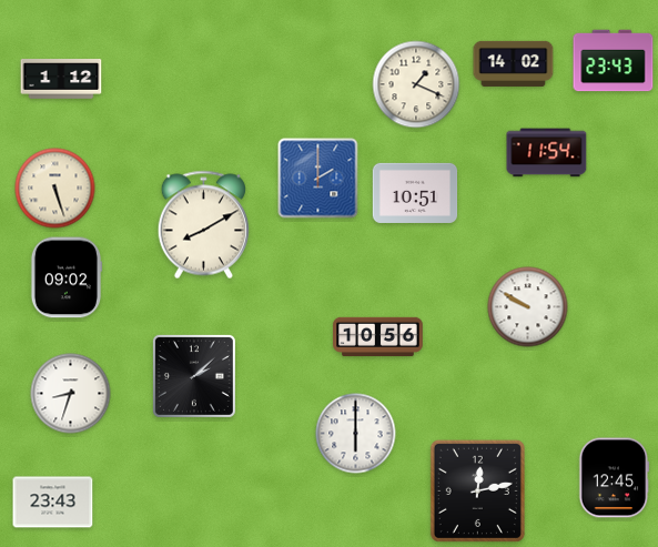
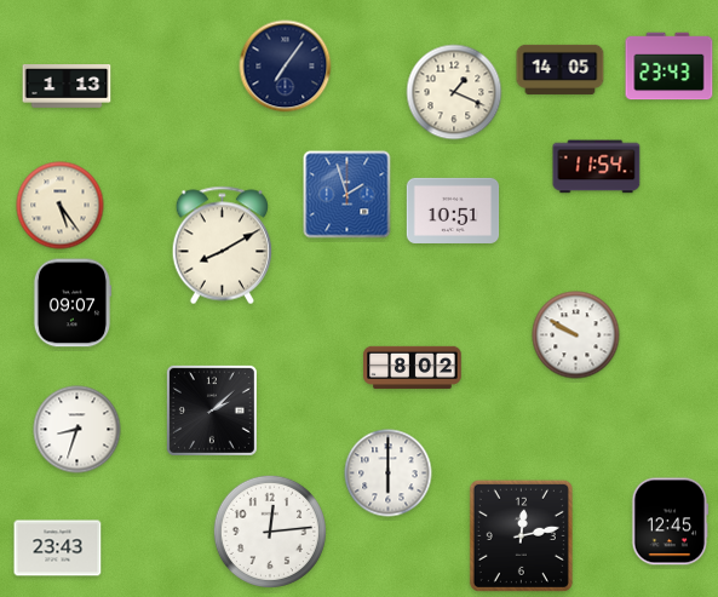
clock at (286, 67): none -> 7:06
clock at (514, 63): 14:02 -> 14:05
clock at (61, 80): 1:12 -> 1:13
clock at (318, 179): 2:00 -> 1:57
clock at (55, 189): 5:27 -> 5:24
clock at (67, 277): 09:02 -> 09:07
clock at (378, 337): 10:56 -> 8:02
clock at (270, 532): none -> 12:14
